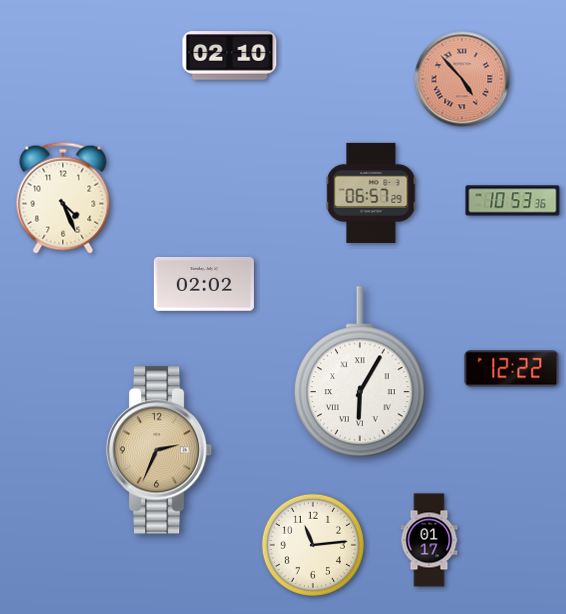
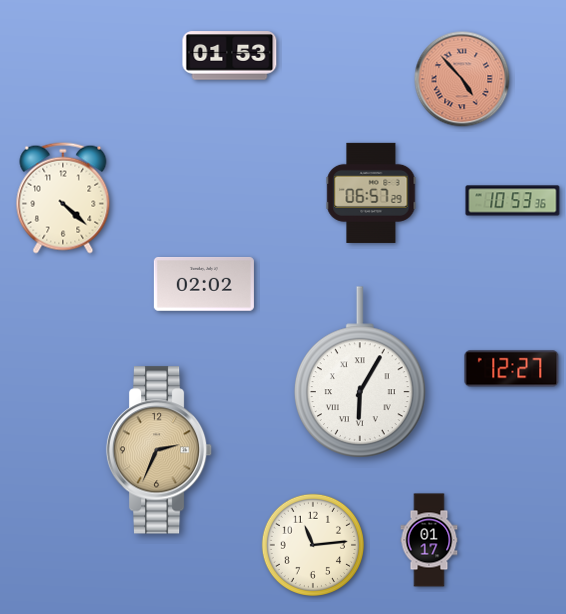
clock at (230, 56): 02:10 -> 01:53
clock at (63, 198): 4:26 -> 4:22
clock at (512, 369): 12:22 -> 12:27
